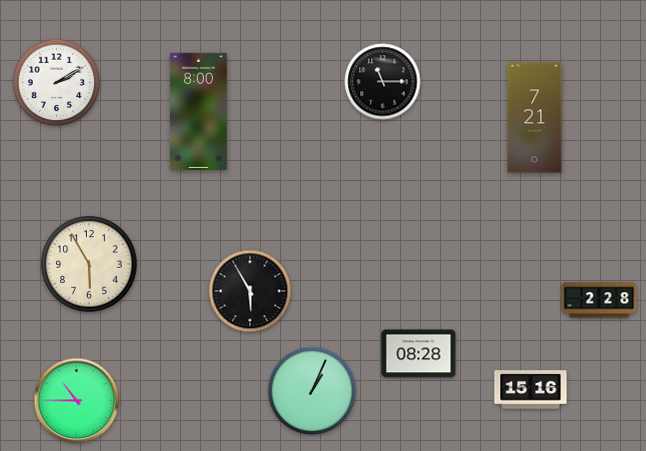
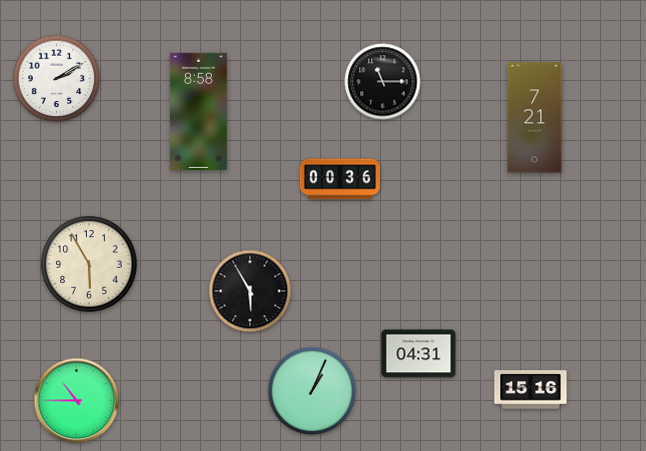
clock at (57, 83) position: (57, 83) -> (57, 79)
clock at (199, 111): 8:00 -> 8:58
clock at (340, 179): none -> 00:36
clock at (599, 300): 2:28 -> none
clock at (419, 354): 08:28 -> 04:31
